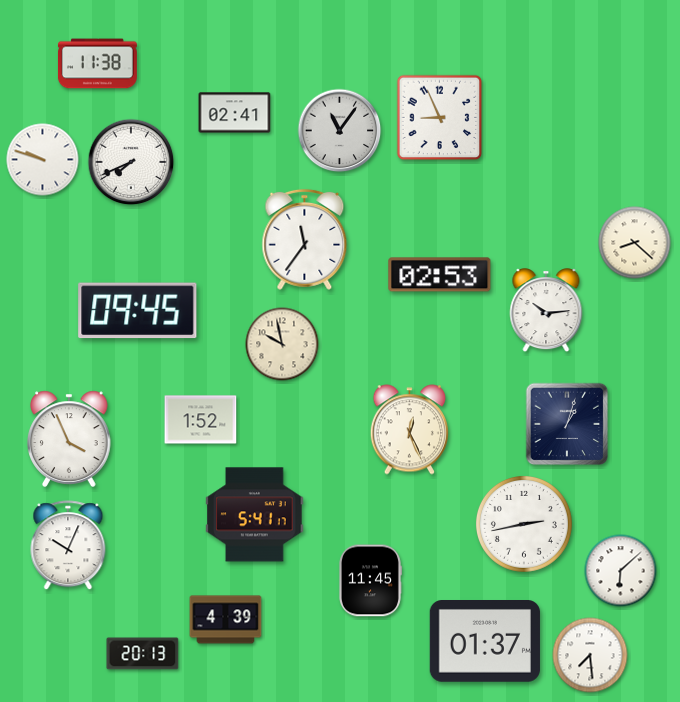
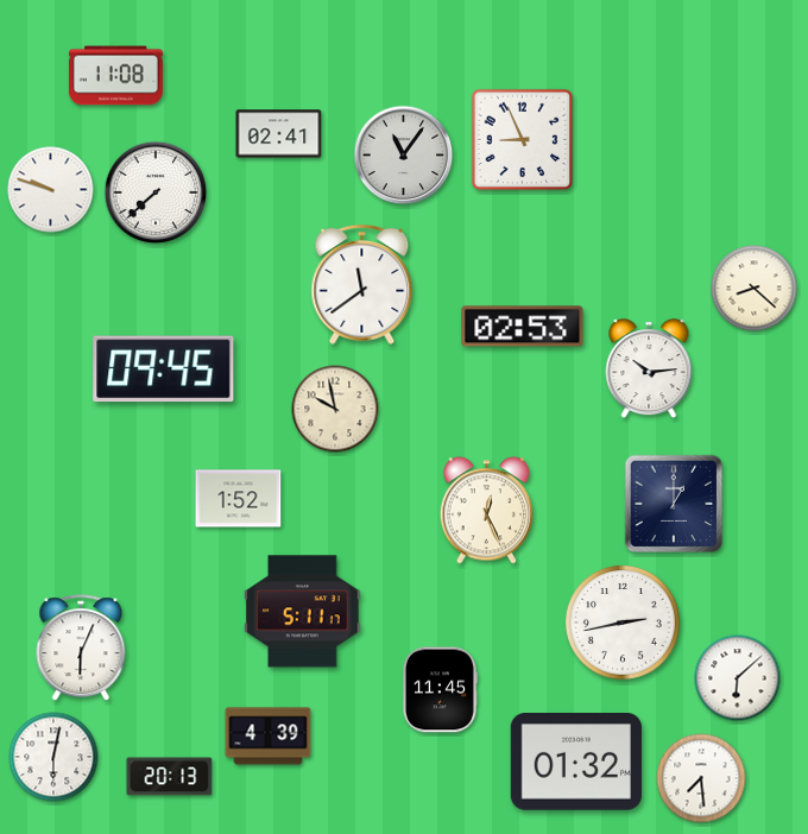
clock at (97, 64): 11:38 -> 11:08
clock at (131, 162): 7:41 -> 7:38
clock at (305, 239): 11:36 -> 11:39
clock at (567, 424): 1:03 -> 1:00
clock at (69, 439): 3:56 -> none
clock at (255, 515): 5:41 -> 5:11
clock at (68, 546): 10:04 -> 6:04
clock at (53, 757): none -> 6:02
clock at (485, 642): 01:37 -> 01:32
